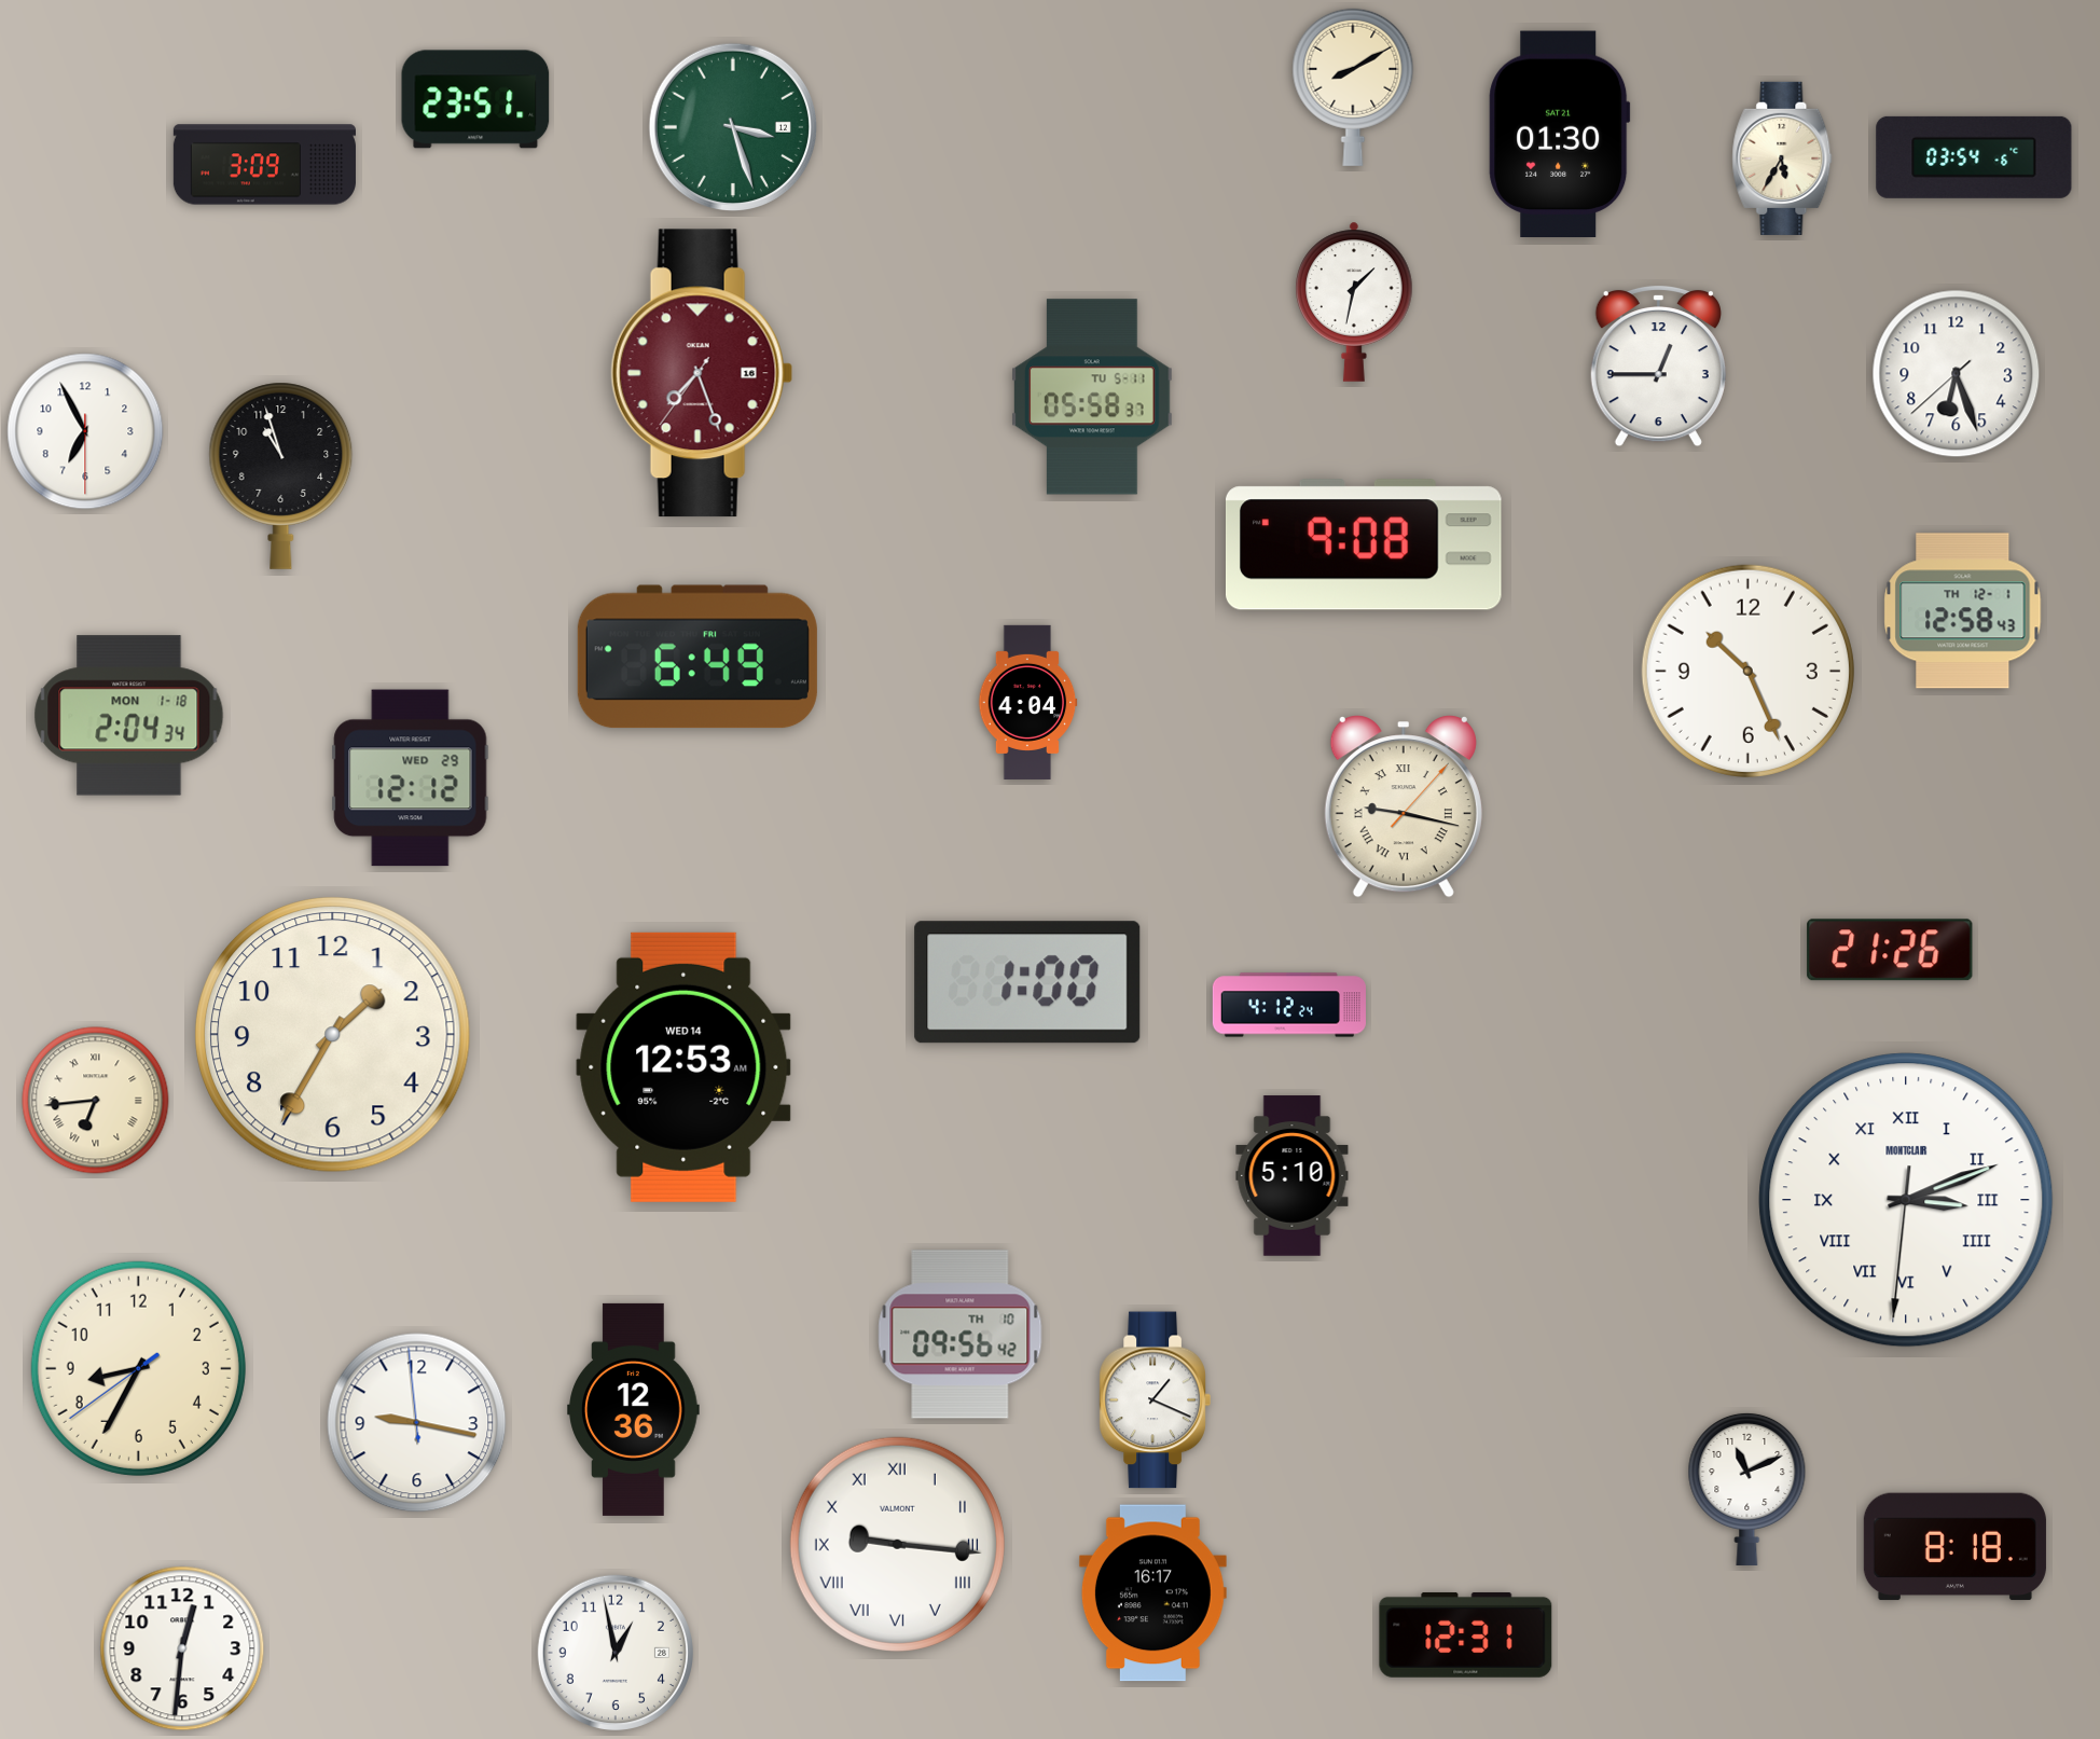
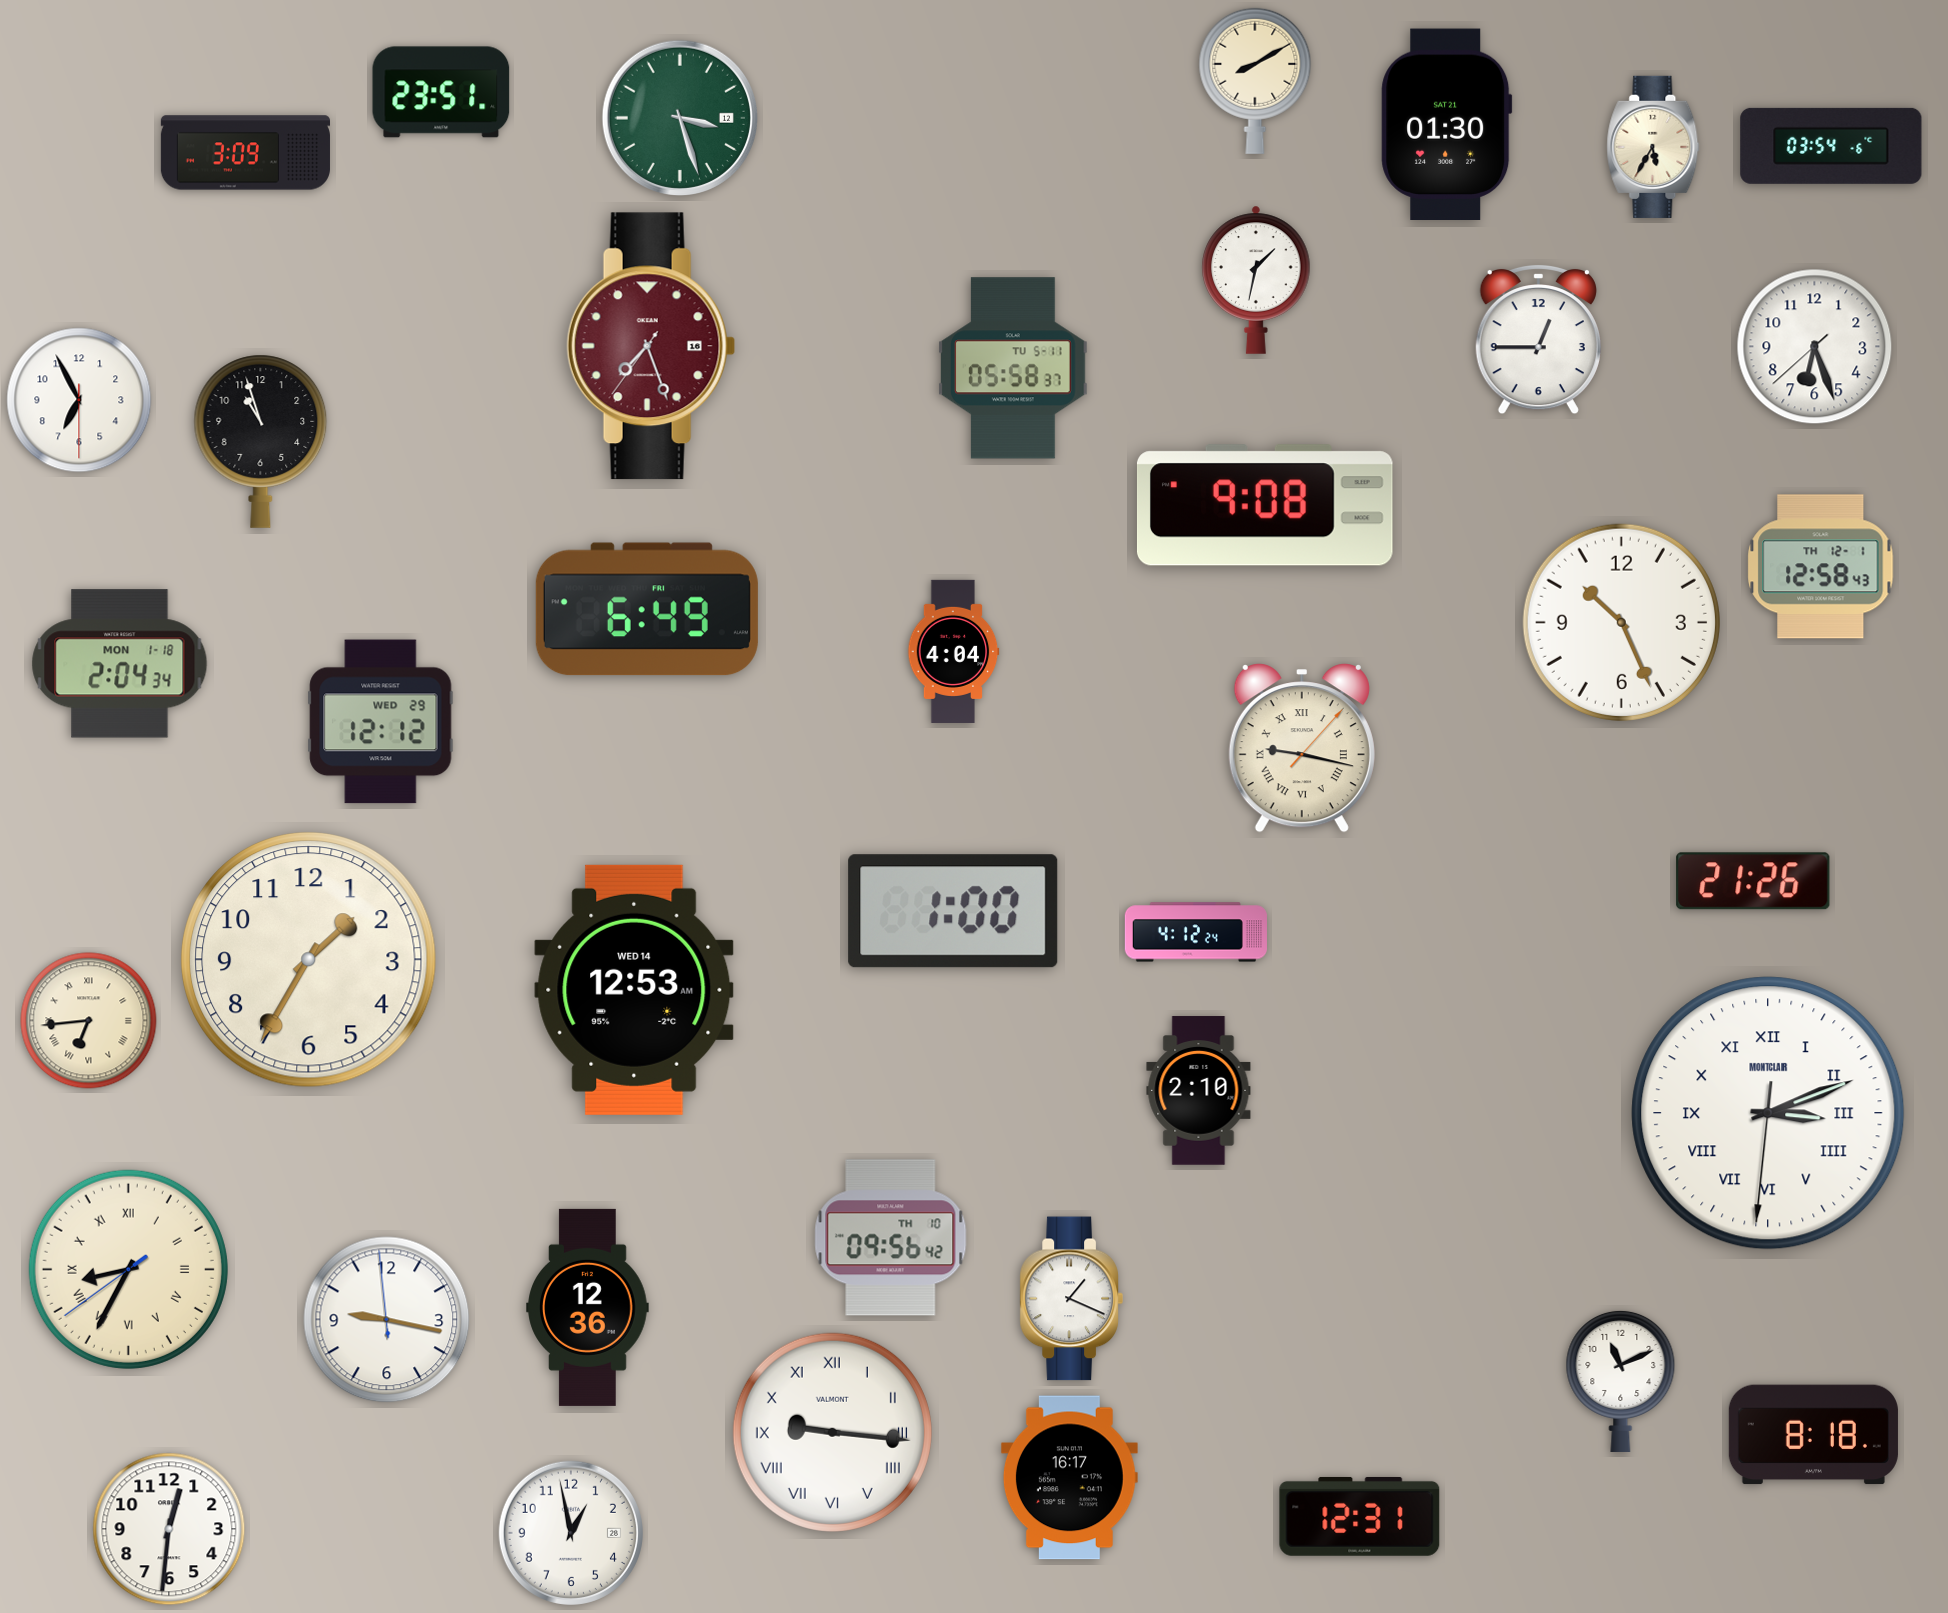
clock at (1293, 1176): 5:10 -> 2:10
clock at (138, 1368) numerals: Arabic -> Roman
